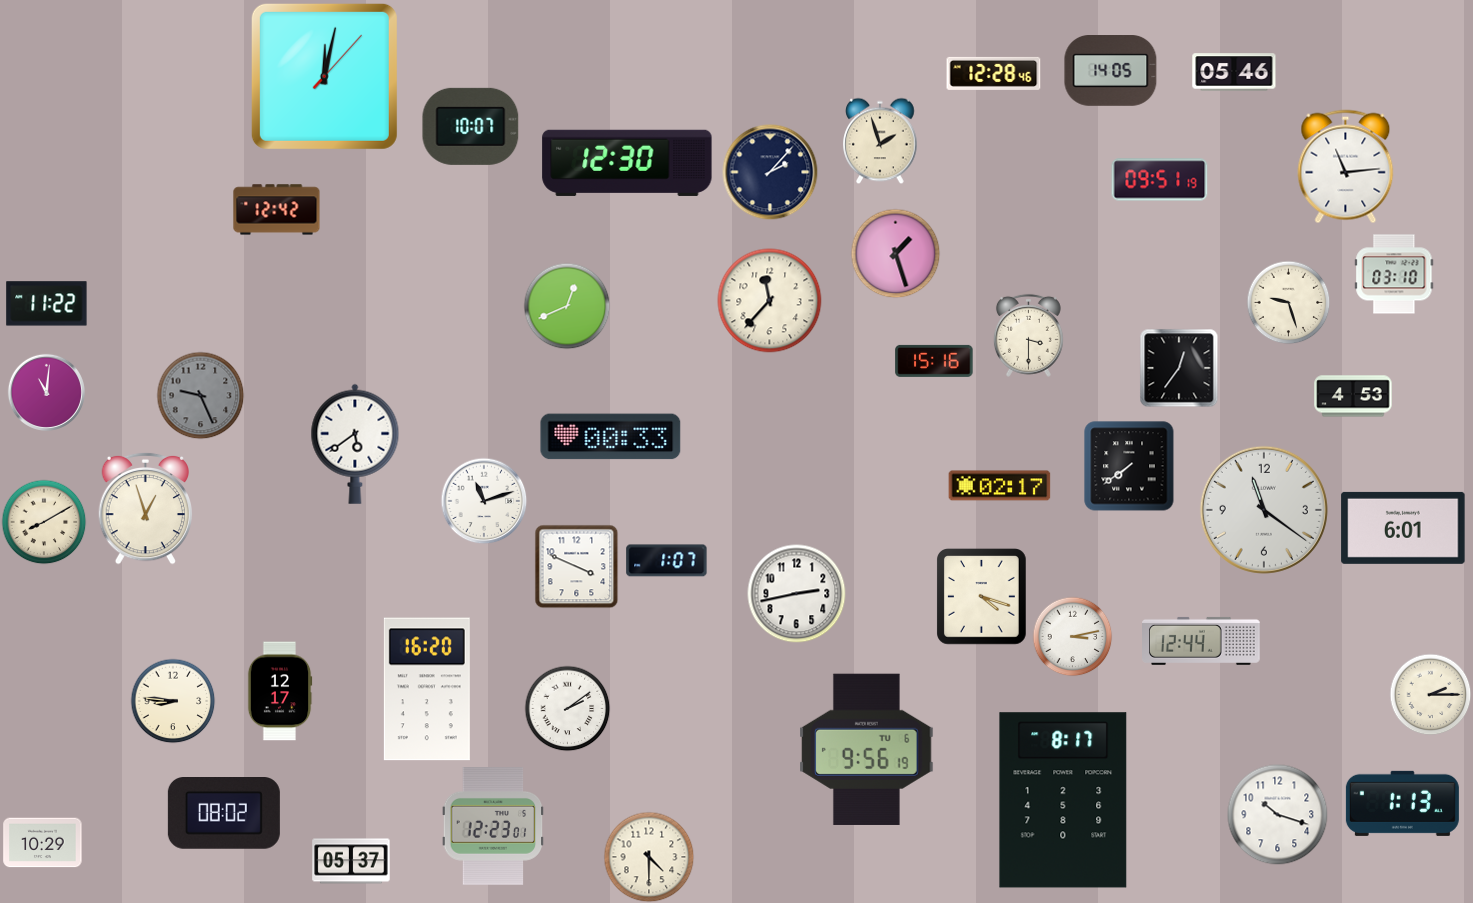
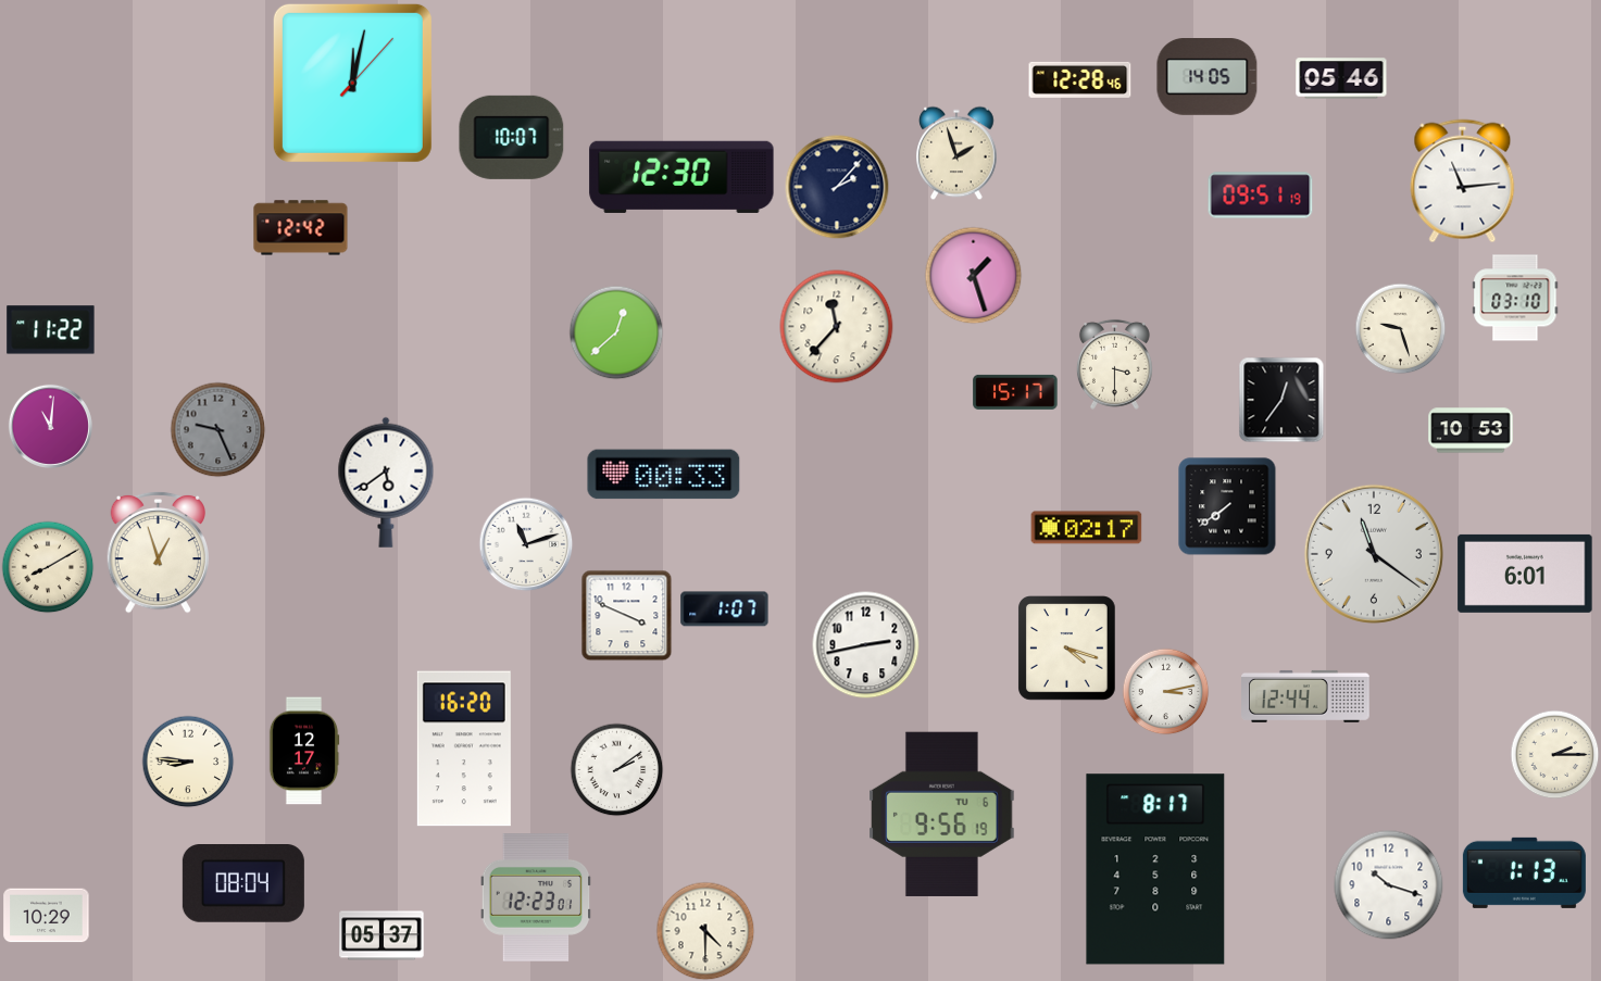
clock at (567, 306): 12:41 -> 12:38
clock at (1028, 335) position: (1028, 335) -> (1114, 364)
clock at (934, 361): 15:16 -> 15:17
clock at (1353, 396): 4:53 -> 10:53
clock at (224, 814): 08:02 -> 08:04
